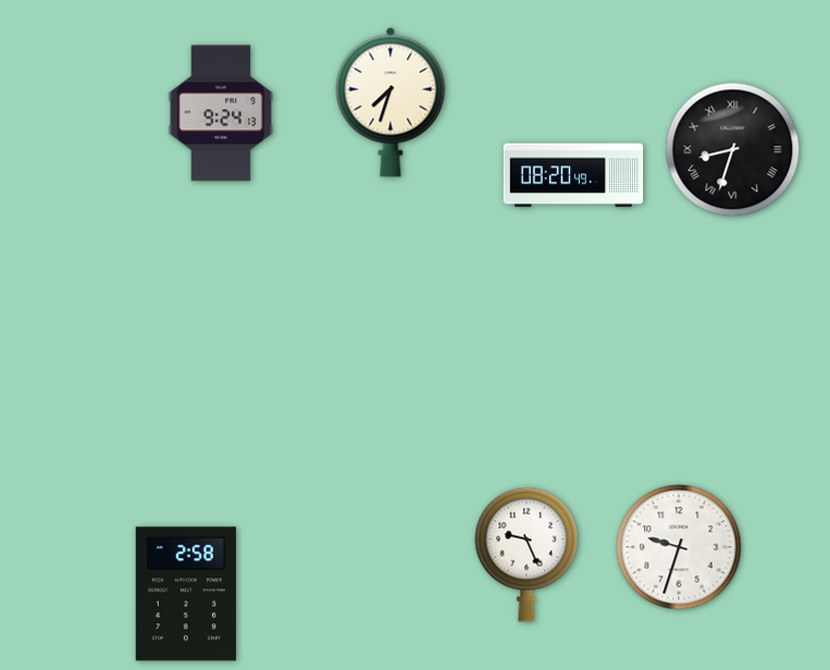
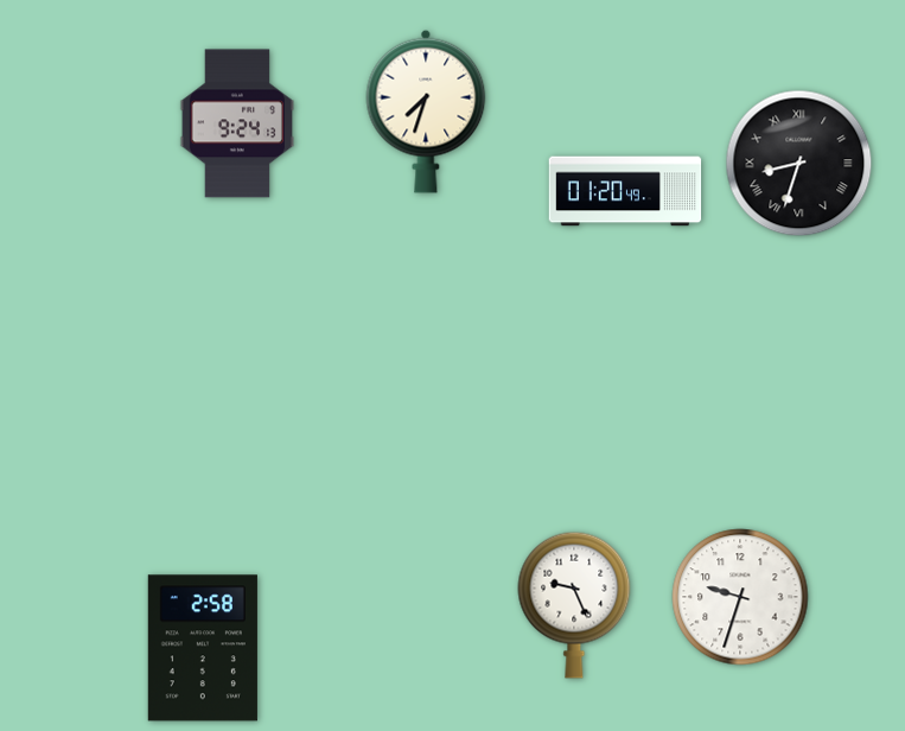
clock at (220, 113) position: (220, 113) -> (236, 123)
clock at (573, 175): 08:20 -> 01:20
